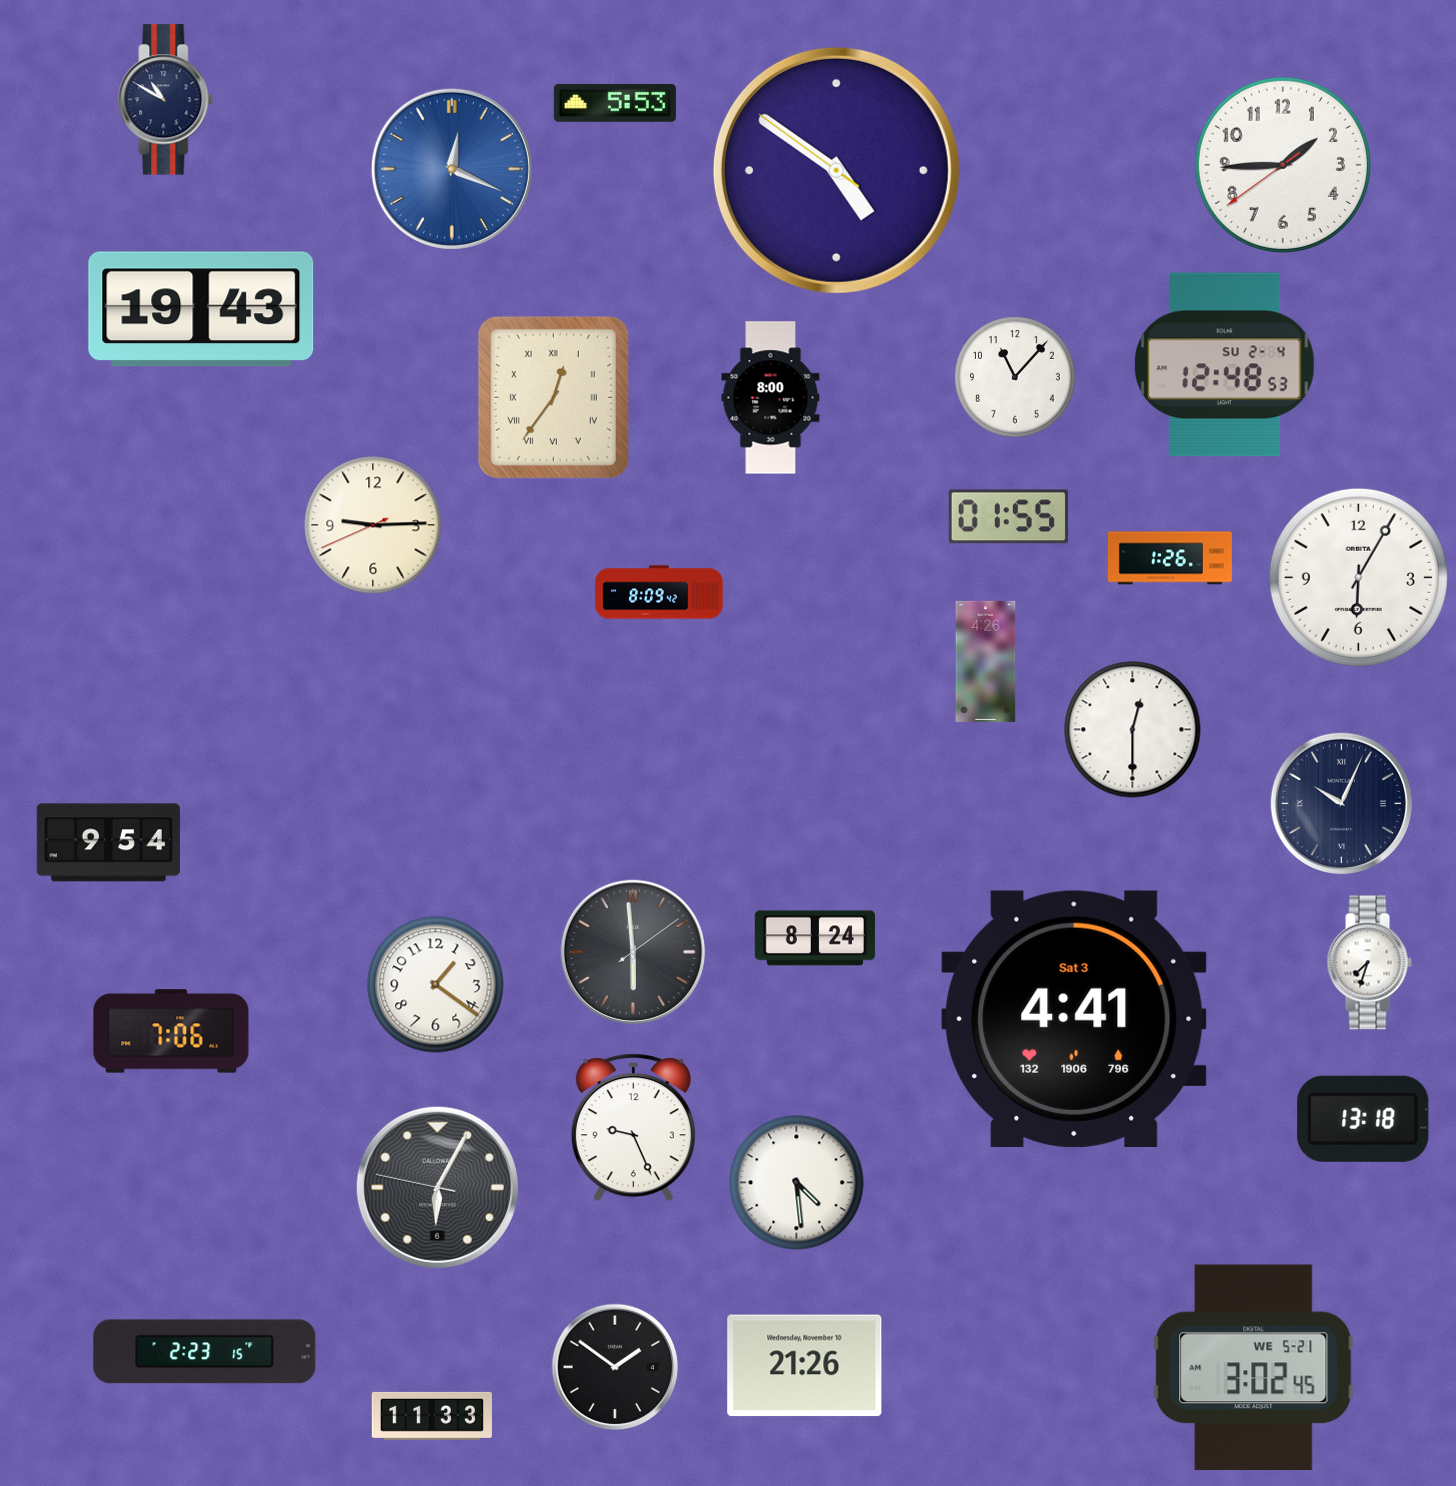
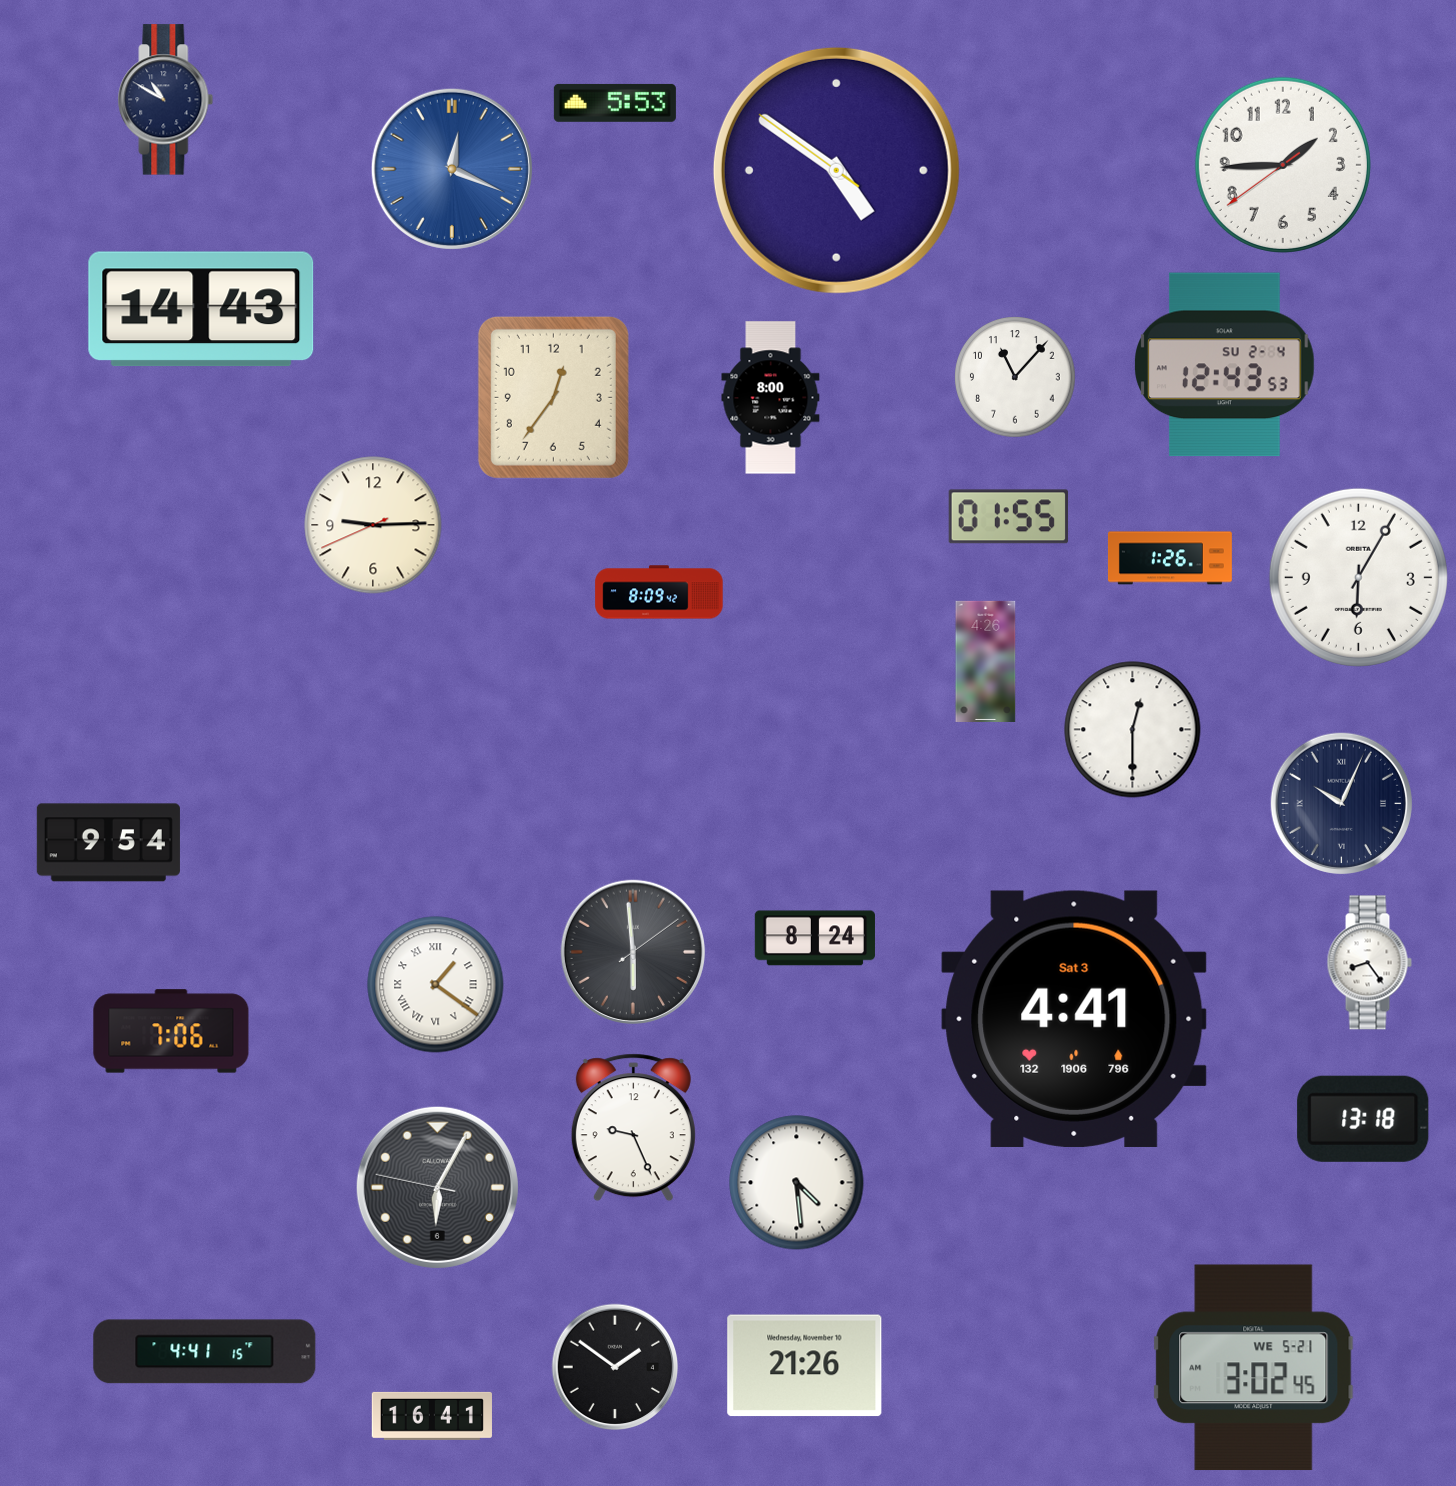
clock at (201, 309): 19:43 -> 14:43
clock at (1225, 365): 12:48 -> 12:43
clock at (553, 397) numerals: Roman -> Arabic
clock at (1369, 963): 7:33 -> 8:24
clock at (436, 985) numerals: Arabic -> Roman
clock at (205, 1352): 2:23 -> 4:41
clock at (432, 1416): 11:33 -> 16:41
